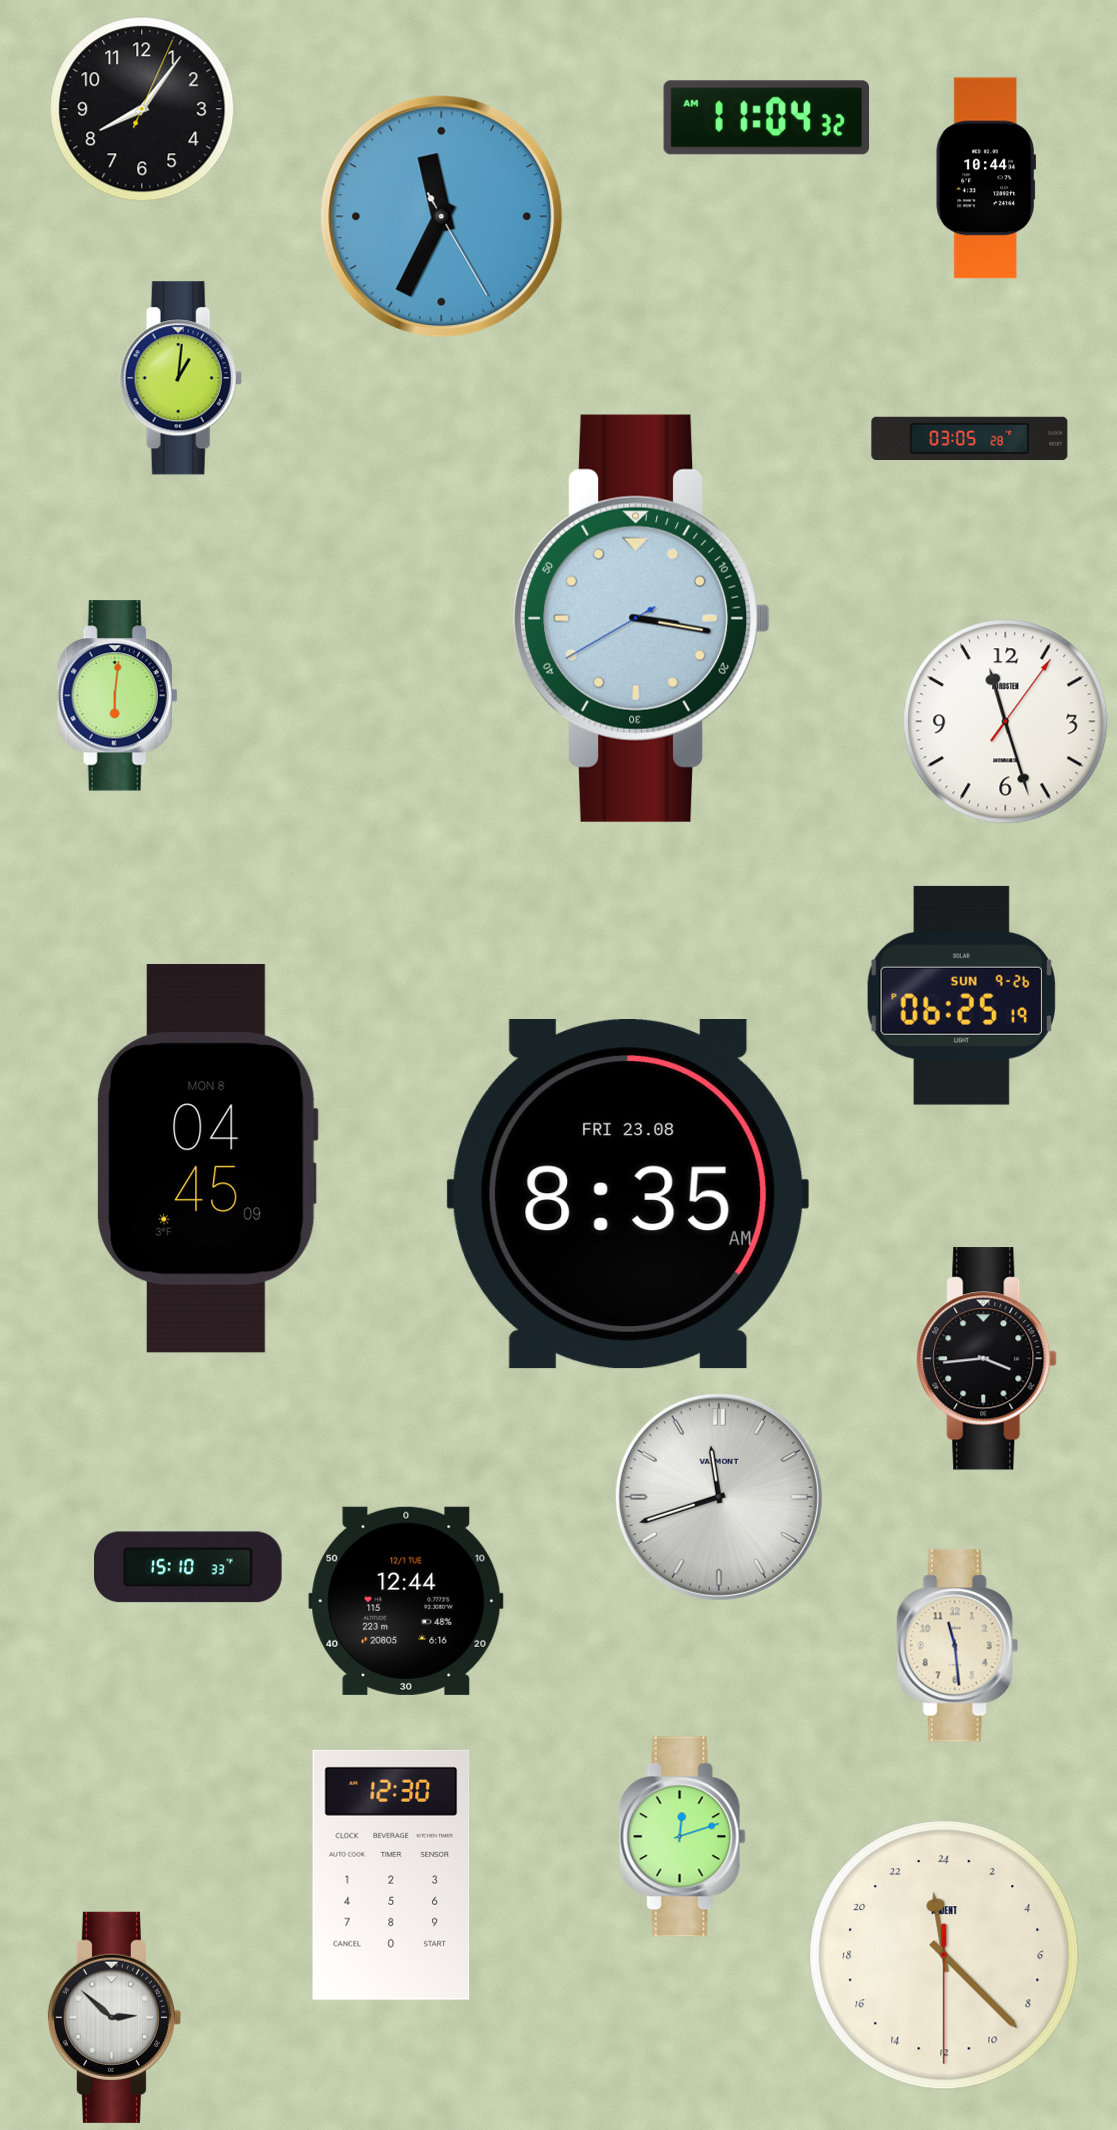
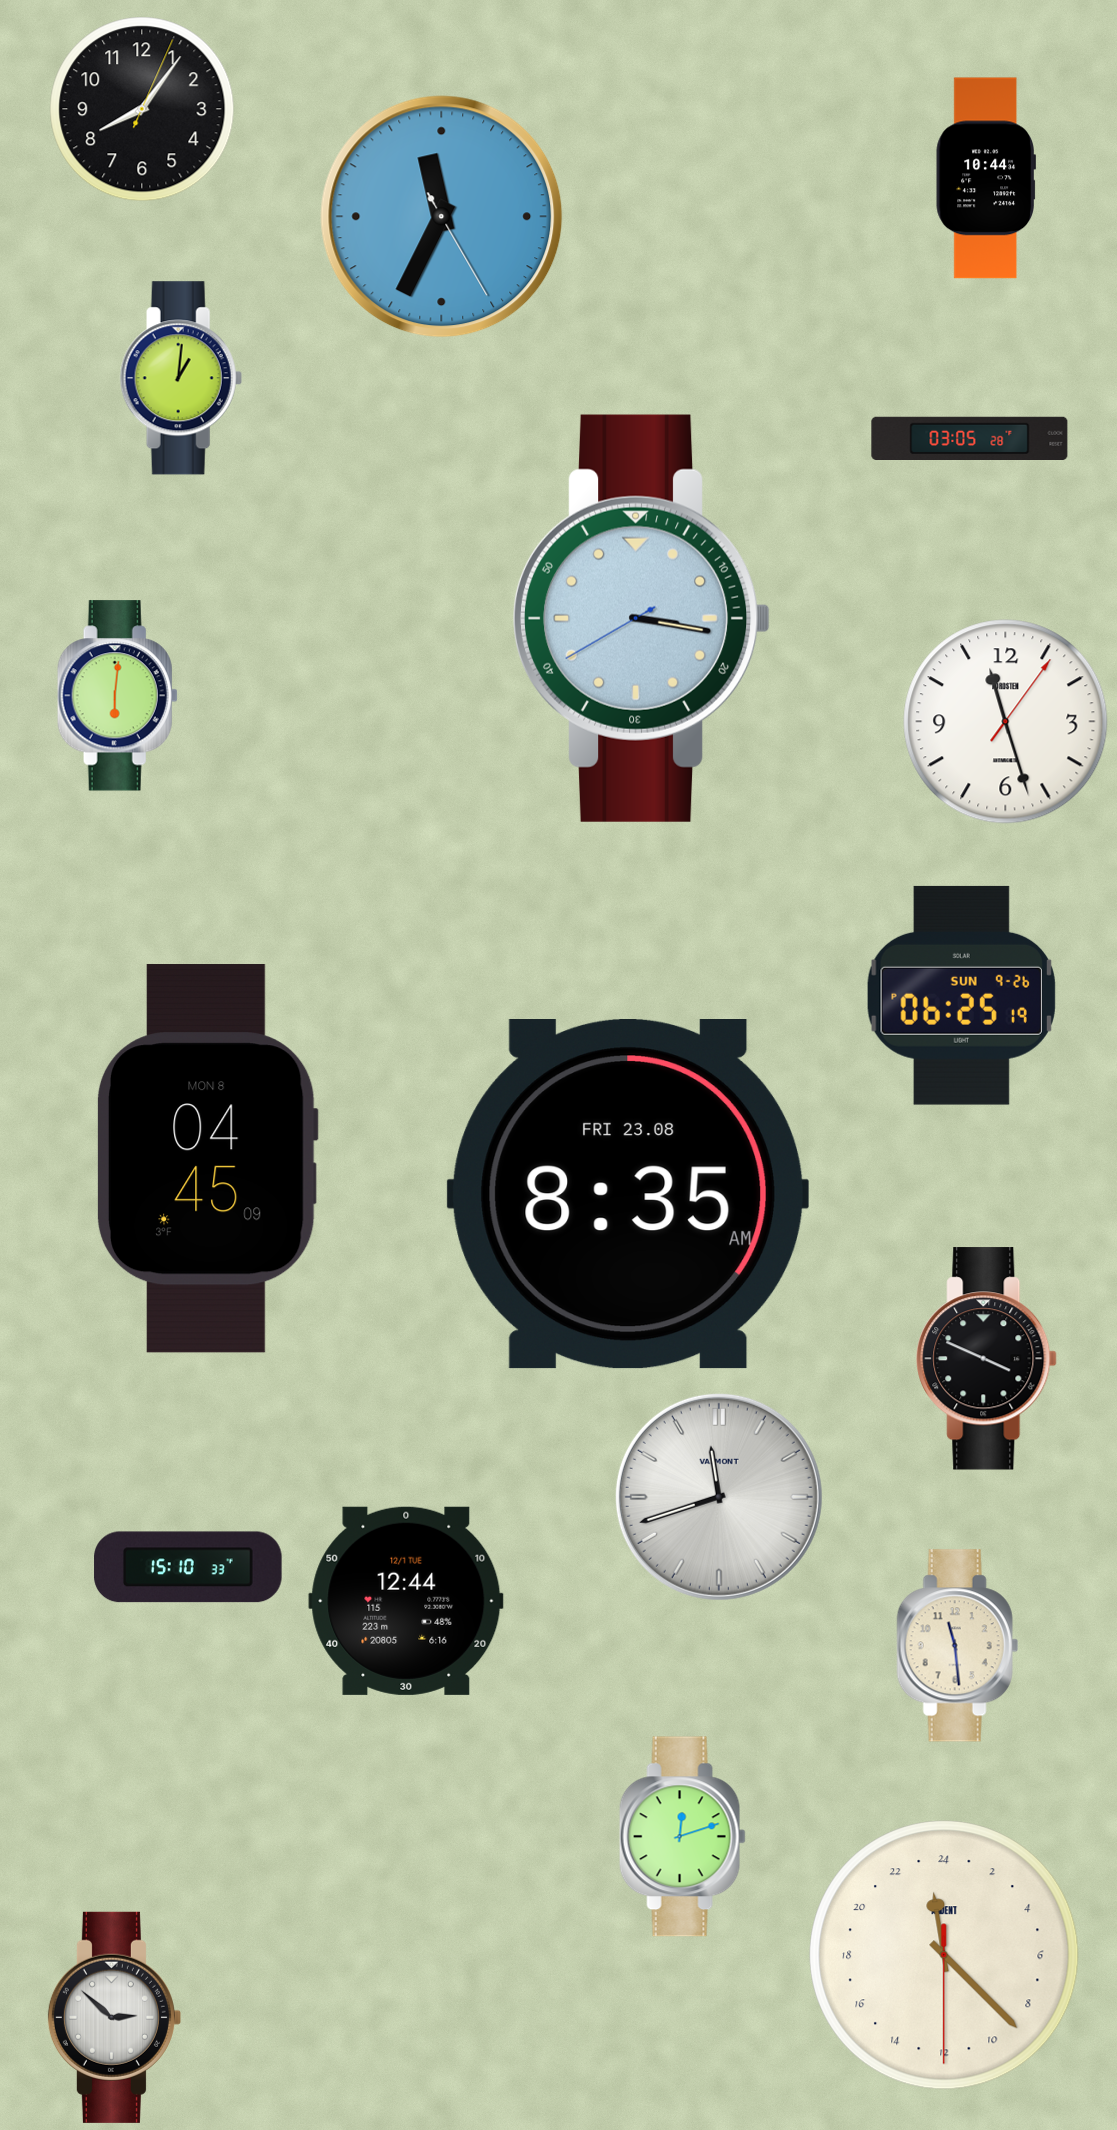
clock at (767, 118): 11:04 -> none
clock at (987, 1359): 3:44 -> 3:49
clock at (391, 1875): 12:30 -> none
